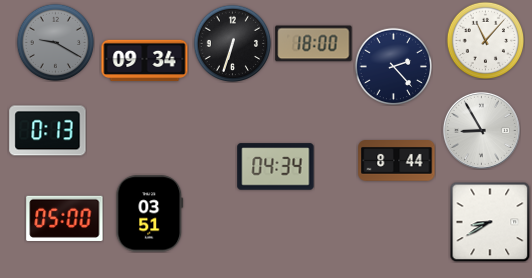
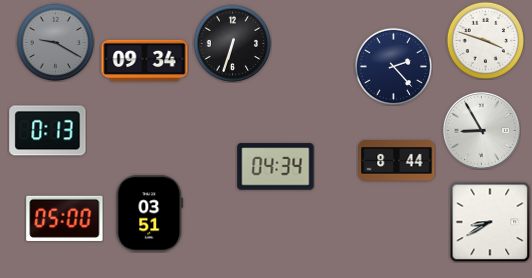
clock at (485, 40): 11:07 -> 3:48
clock at (314, 44): 18:00 -> none
